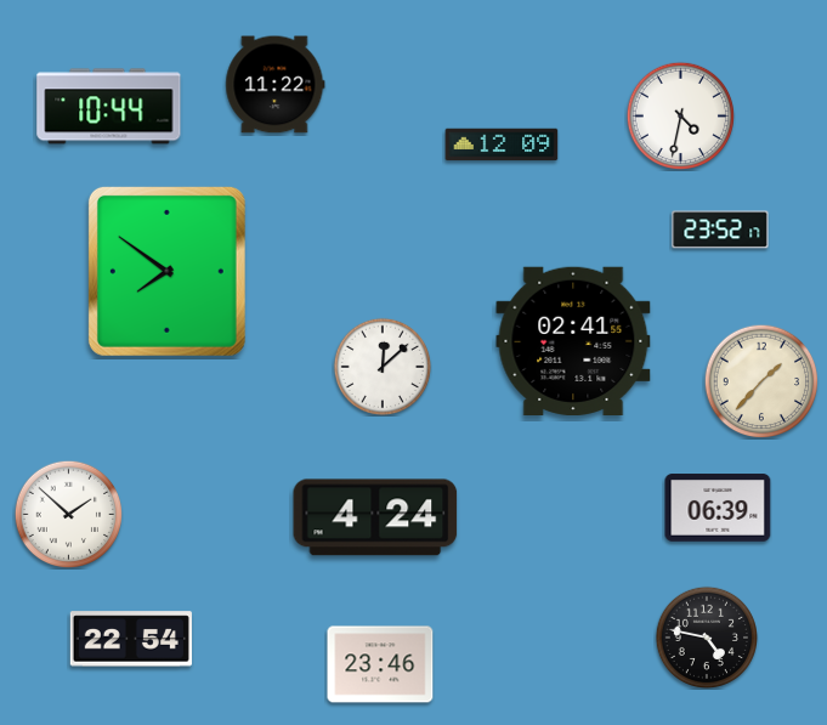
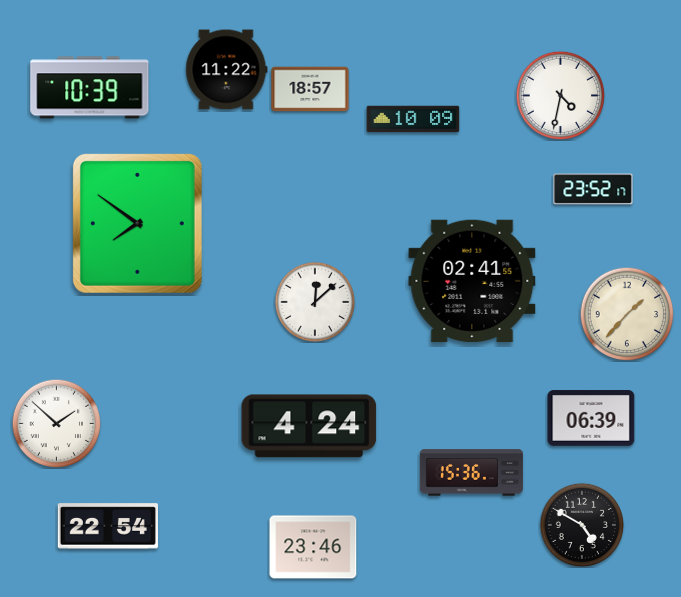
clock at (109, 107): 10:44 -> 10:39
clock at (310, 89): none -> 18:57
clock at (502, 145): 12:09 -> 10:09
clock at (471, 473): none -> 15:36
clock at (706, 636): 4:47 -> 4:50
